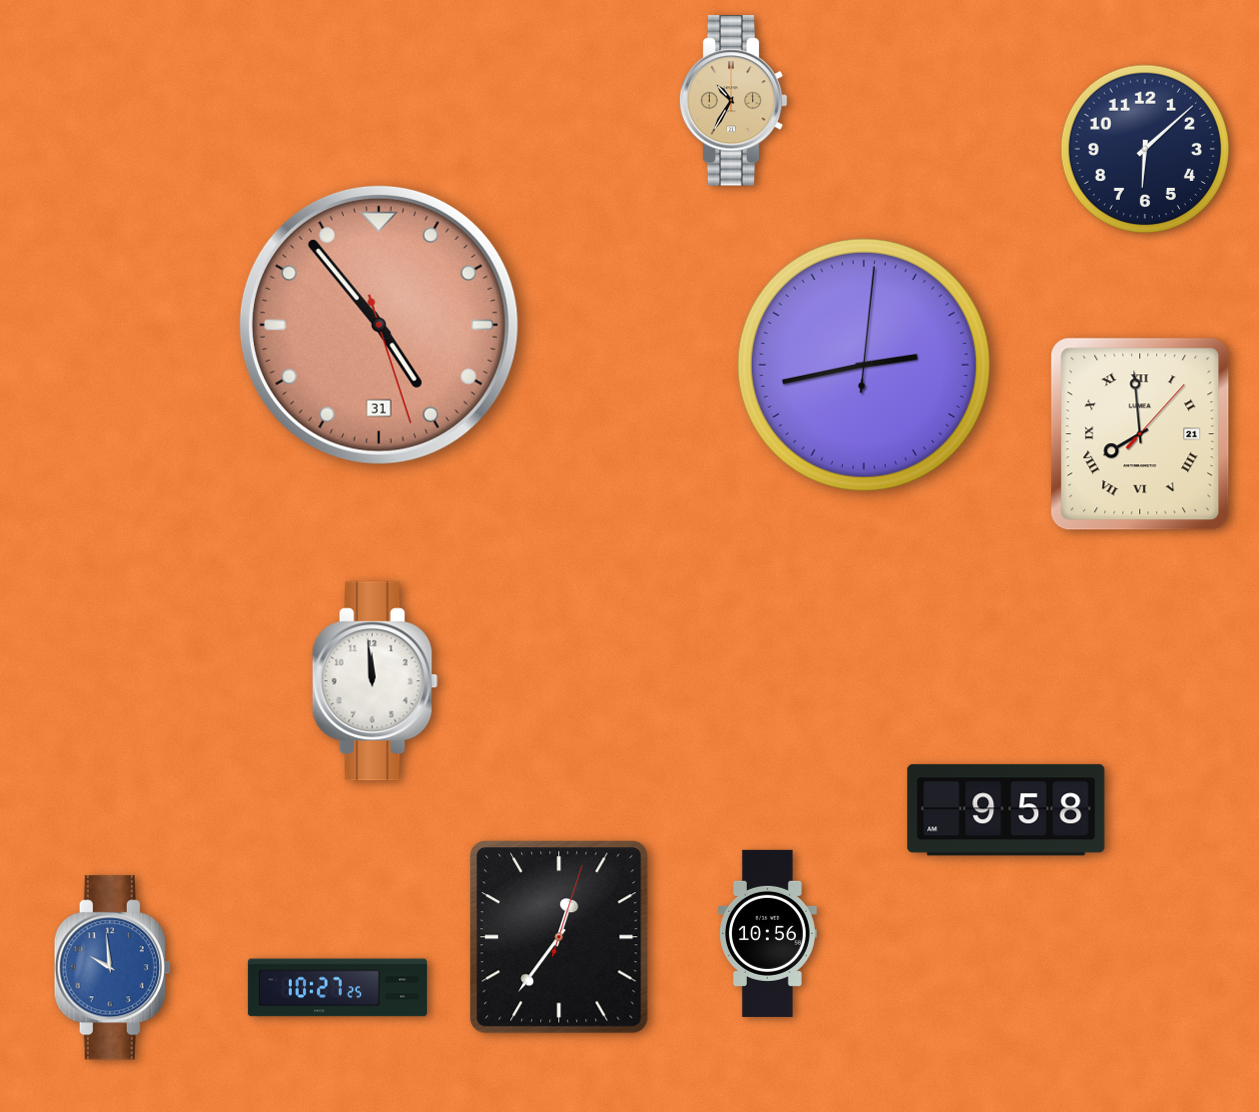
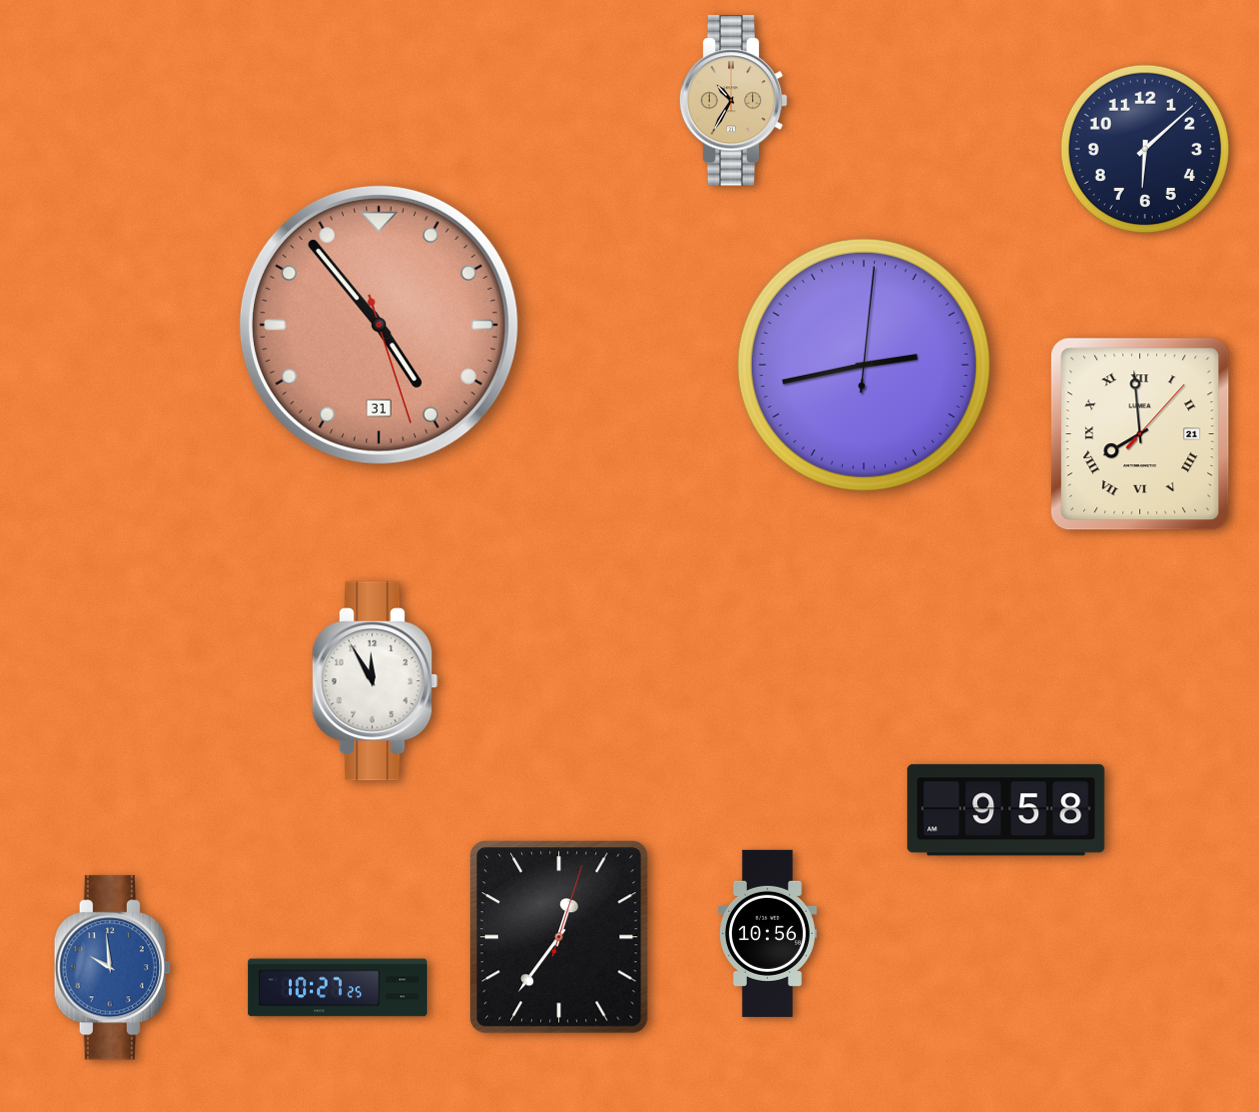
clock at (375, 681): 11:59 -> 11:55
